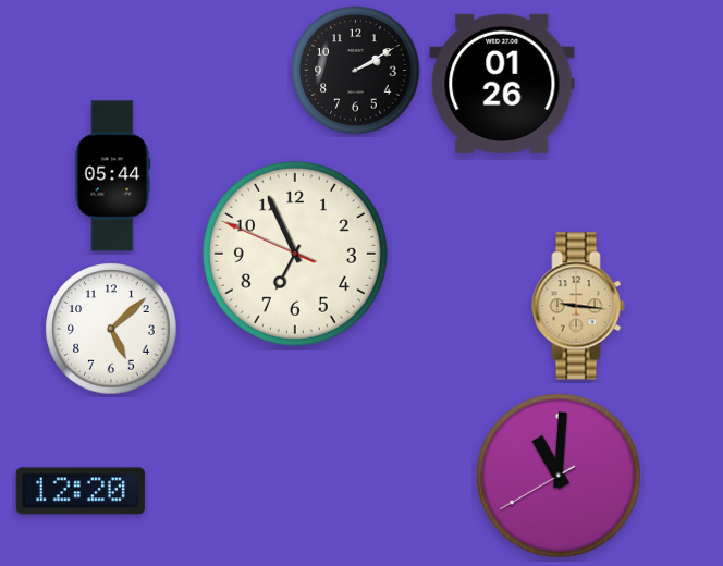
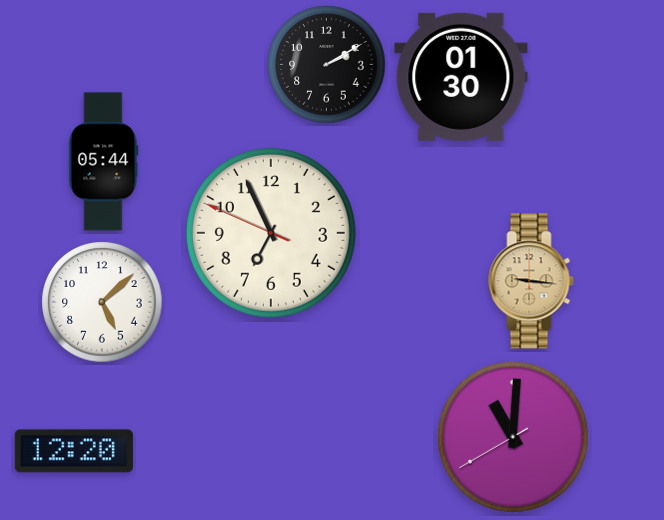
clock at (502, 84): 01:26 -> 01:30
